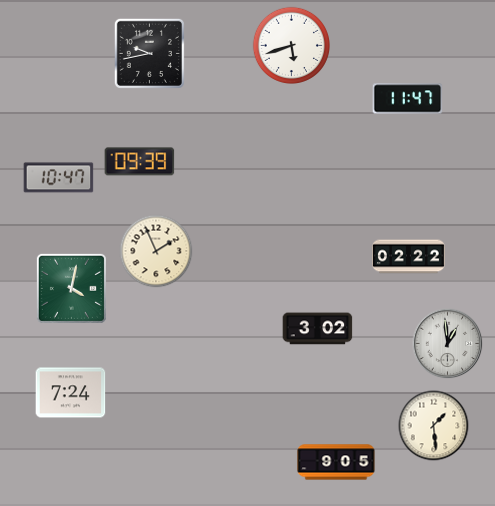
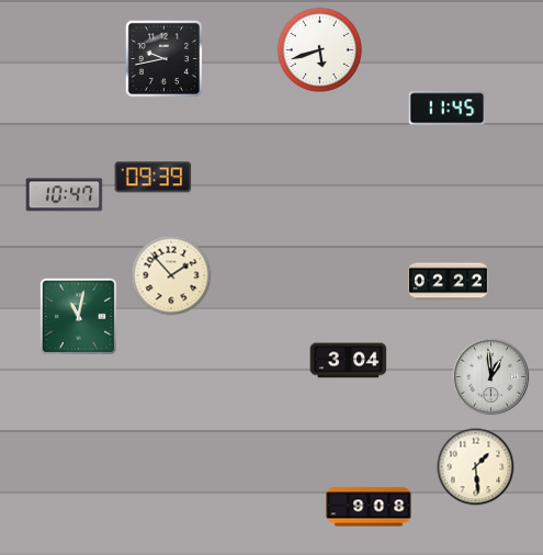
clock at (408, 99): 11:47 -> 11:45
clock at (156, 251): 1:56 -> 1:53
clock at (71, 288): 4:02 -> 11:02
clock at (318, 329): 3:02 -> 3:04
clock at (71, 393): 7:24 -> none
clock at (336, 462): 9:05 -> 9:08
